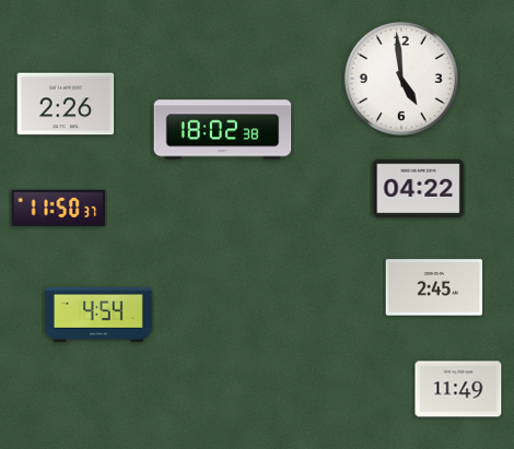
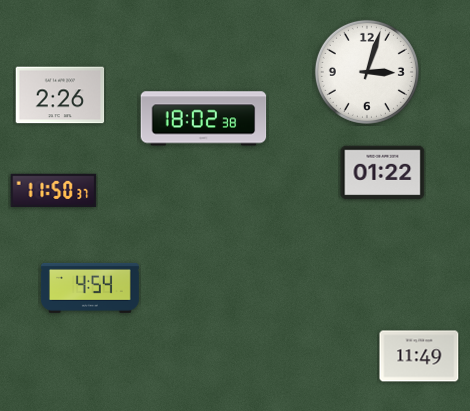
clock at (401, 79): 4:59 -> 3:03
clock at (419, 189): 04:22 -> 01:22
clock at (434, 287): 2:45 -> none
